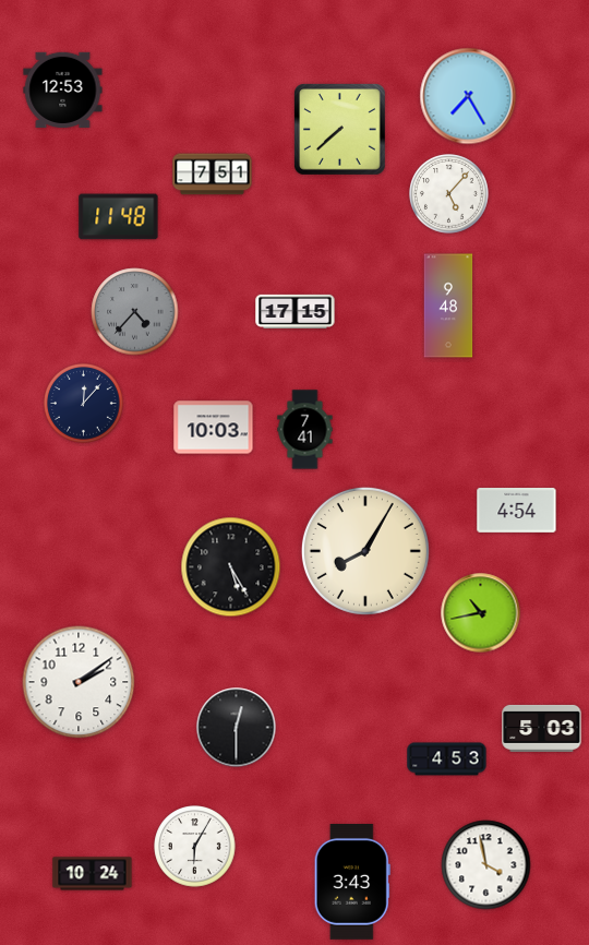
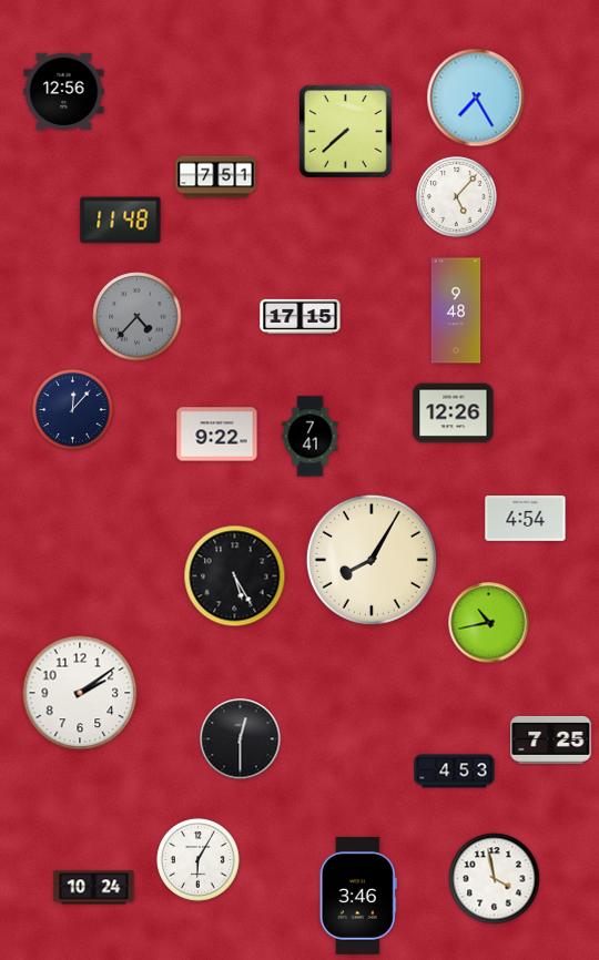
clock at (63, 89): 12:53 -> 12:56
clock at (84, 404) position: (84, 404) -> (73, 410)
clock at (454, 413): none -> 12:26
clock at (214, 428): 10:03 -> 9:22
clock at (542, 728): 5:03 -> 7:25
clock at (352, 883): 3:43 -> 3:46
